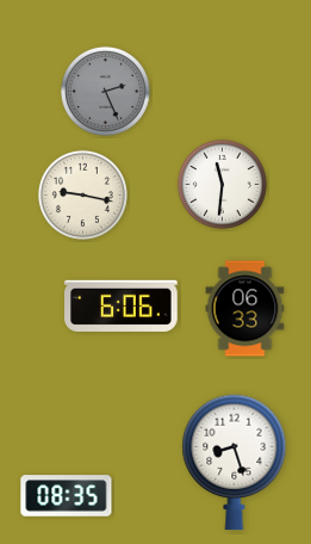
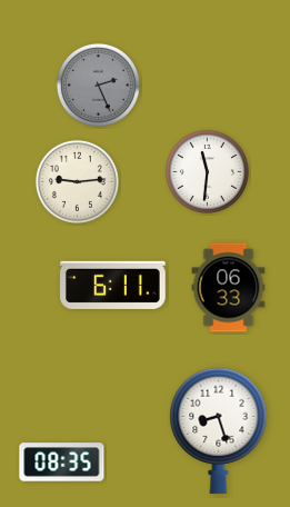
clock at (82, 194): 9:17 -> 9:14
clock at (122, 305): 6:06 -> 6:11
